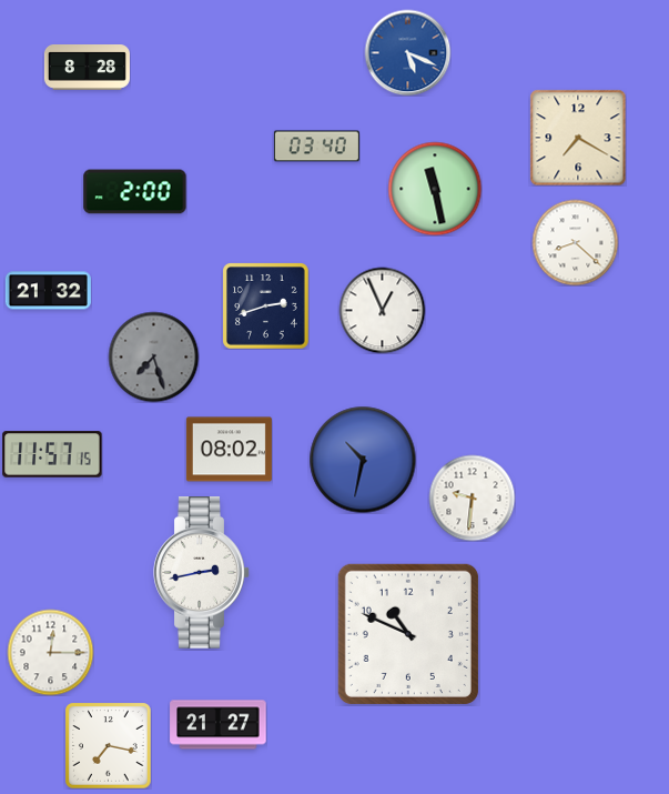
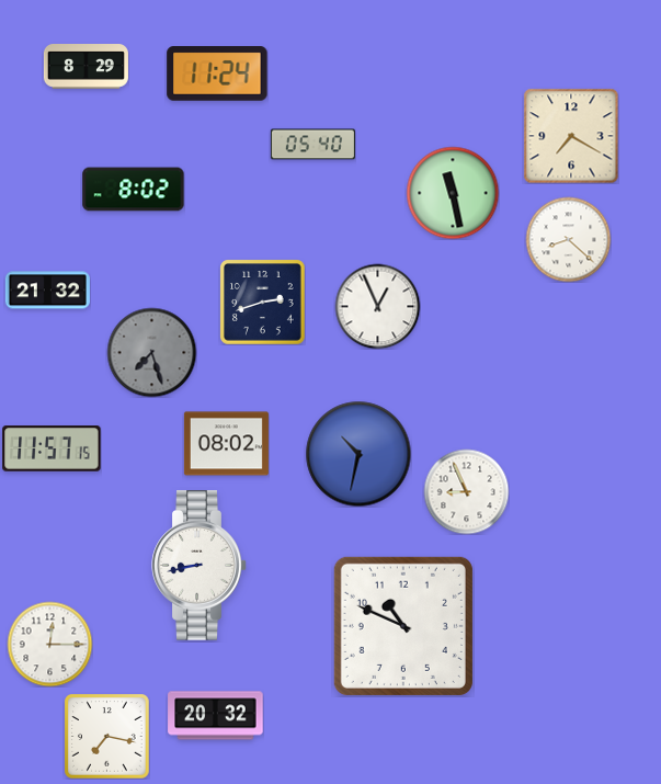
clock at (407, 52): 5:19 -> none
clock at (87, 68): 8:28 -> 8:29
clock at (217, 73): none -> 11:24
clock at (316, 147): 03:40 -> 05:40
clock at (435, 189) position: (435, 189) -> (453, 193)
clock at (135, 192): 2:00 -> 8:02
clock at (48, 291) position: (48, 291) -> (47, 291)
clock at (472, 497): 9:31 -> 8:56
clock at (202, 573): 2:43 -> 8:43
clock at (219, 725): 21:27 -> 20:32
